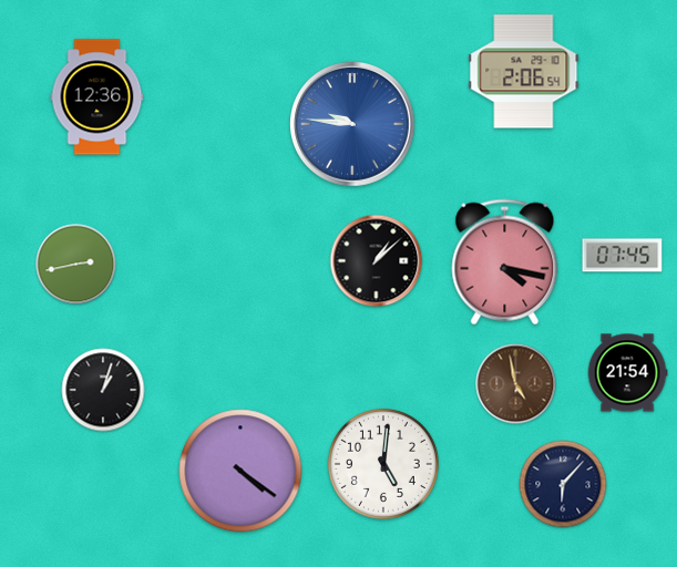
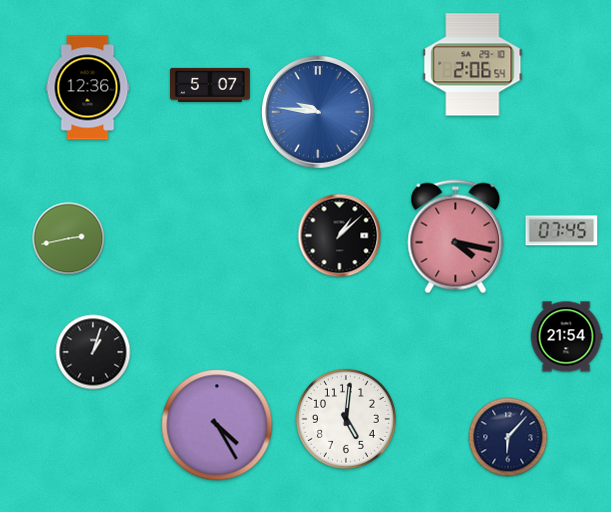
clock at (210, 85): none -> 5:07
clock at (516, 384): 4:58 -> none
clock at (240, 471): 4:21 -> 4:25
